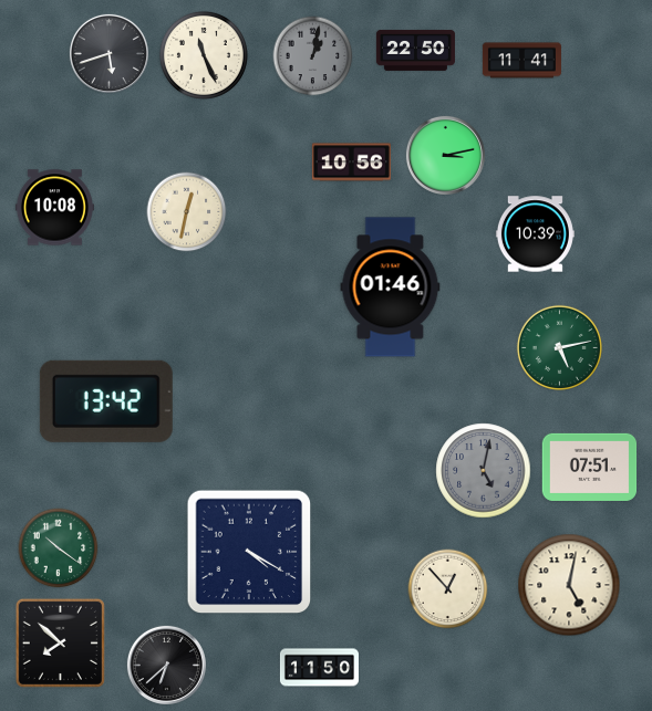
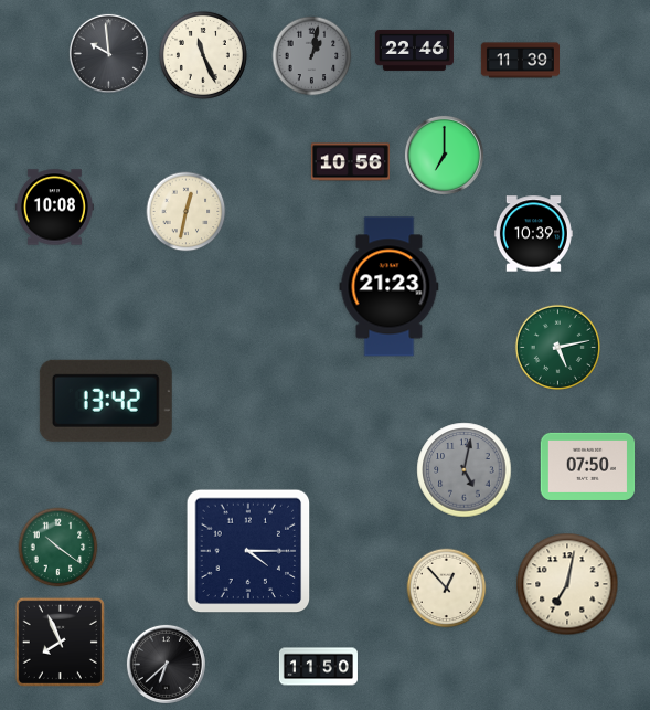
clock at (415, 50): 22:50 -> 22:46
clock at (108, 53): 5:42 -> 9:59
clock at (521, 61): 11:41 -> 11:39
clock at (445, 155): 3:13 -> 7:00
clock at (391, 287): 01:46 -> 21:23
clock at (590, 467): 07:51 -> 07:50
clock at (484, 471) position: (484, 471) -> (465, 470)
clock at (249, 552): 4:20 -> 4:15
clock at (569, 585): 5:02 -> 7:02
clock at (60, 642): 7:52 -> 7:56
